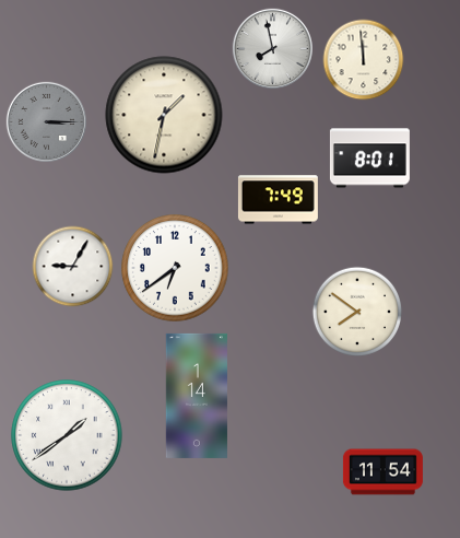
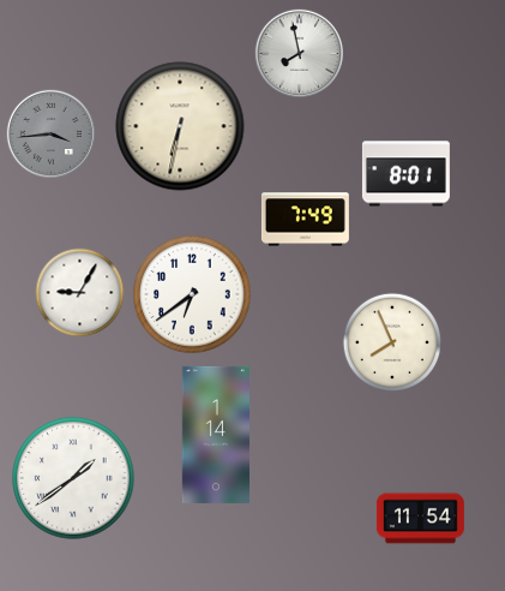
clock at (364, 60): 11:59 -> none
clock at (164, 115): 1:32 -> 6:32
clock at (46, 121): 3:15 -> 3:44
clock at (357, 312): 7:51 -> 7:56
